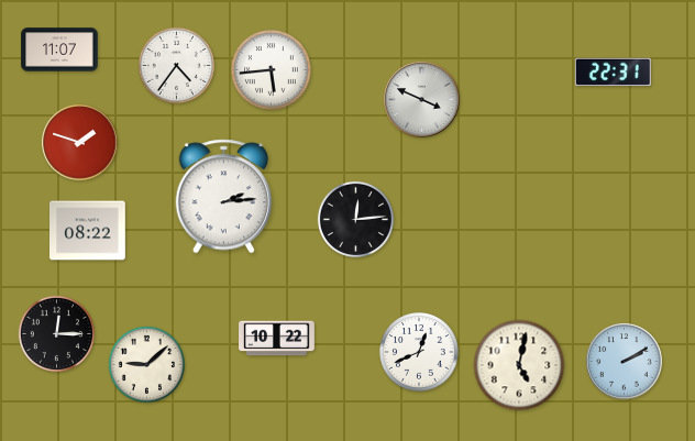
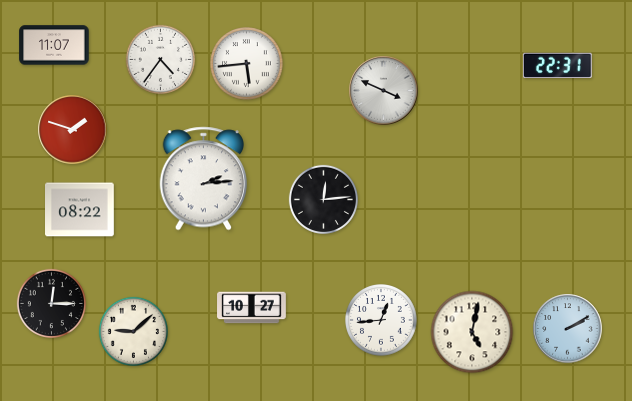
clock at (277, 339): 10:22 -> 10:27
clock at (420, 353): 12:41 -> 12:44
